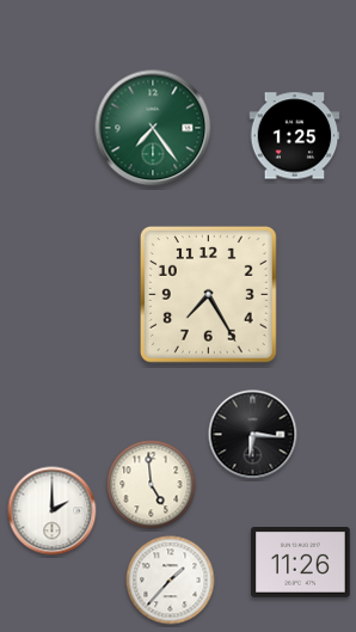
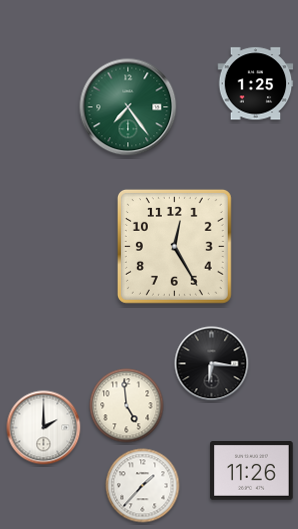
clock at (295, 136) position: (295, 136) -> (256, 84)
clock at (208, 294): 7:25 -> 12:25
